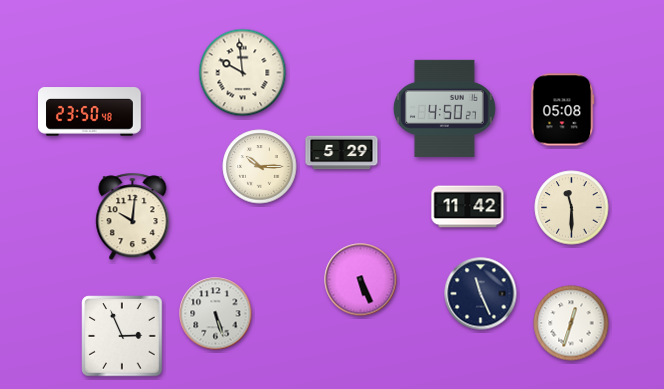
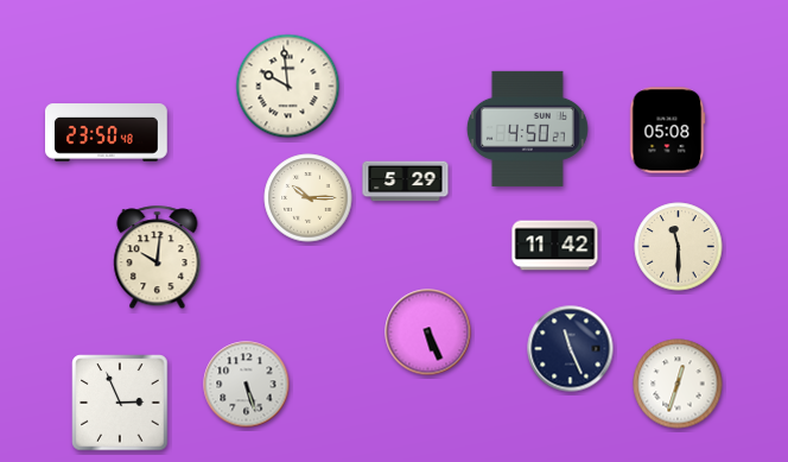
clock at (216, 314) position: (216, 314) -> (247, 385)
clock at (122, 336) position: (122, 336) -> (120, 403)
